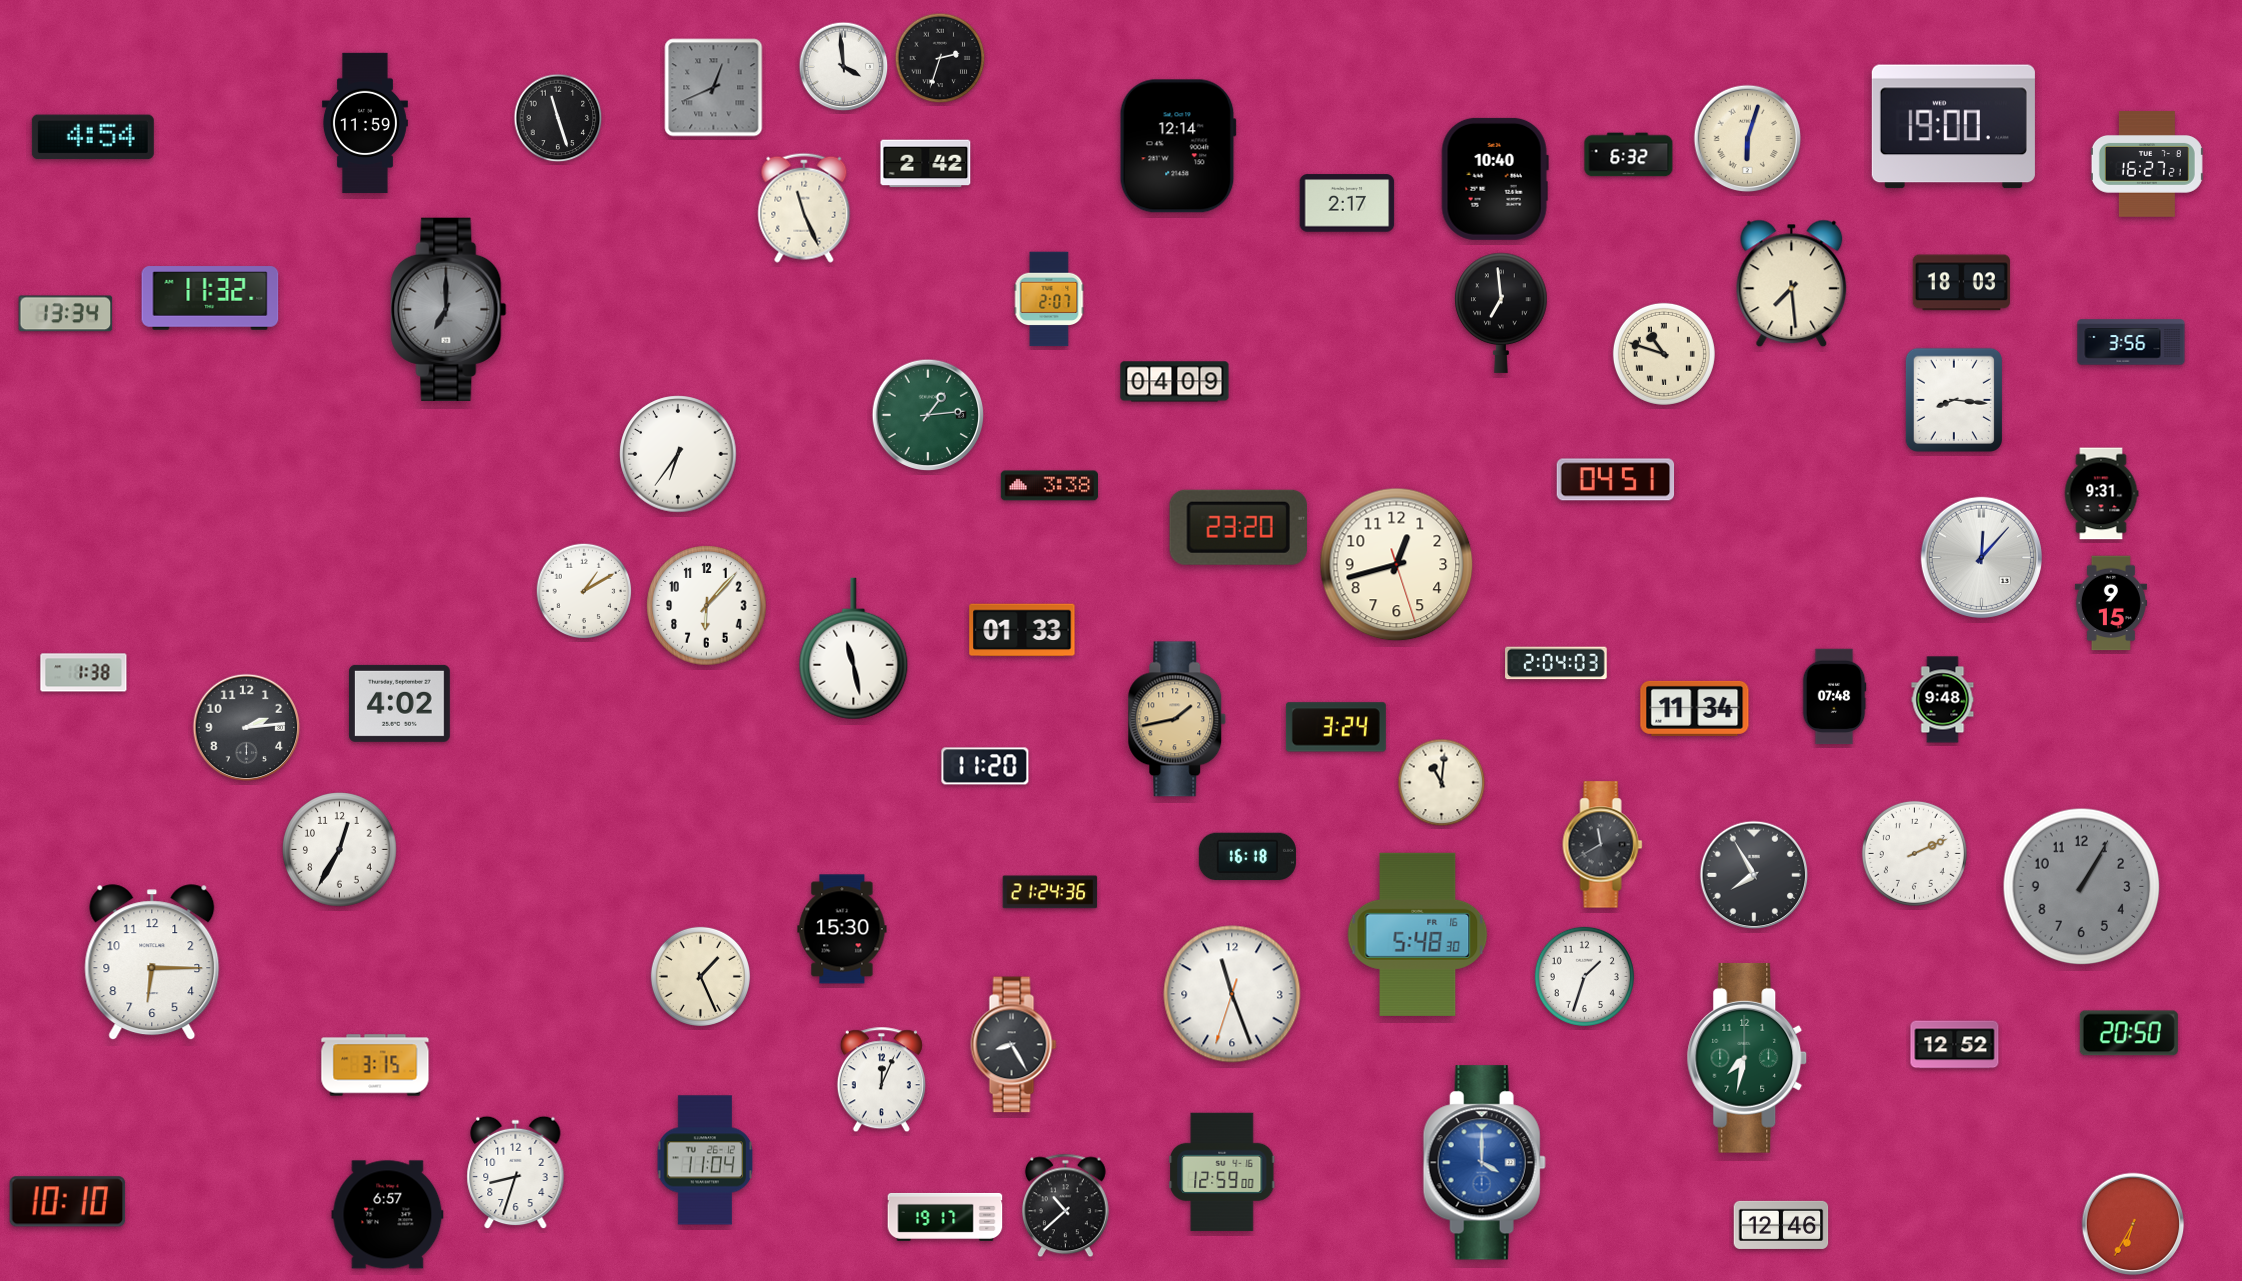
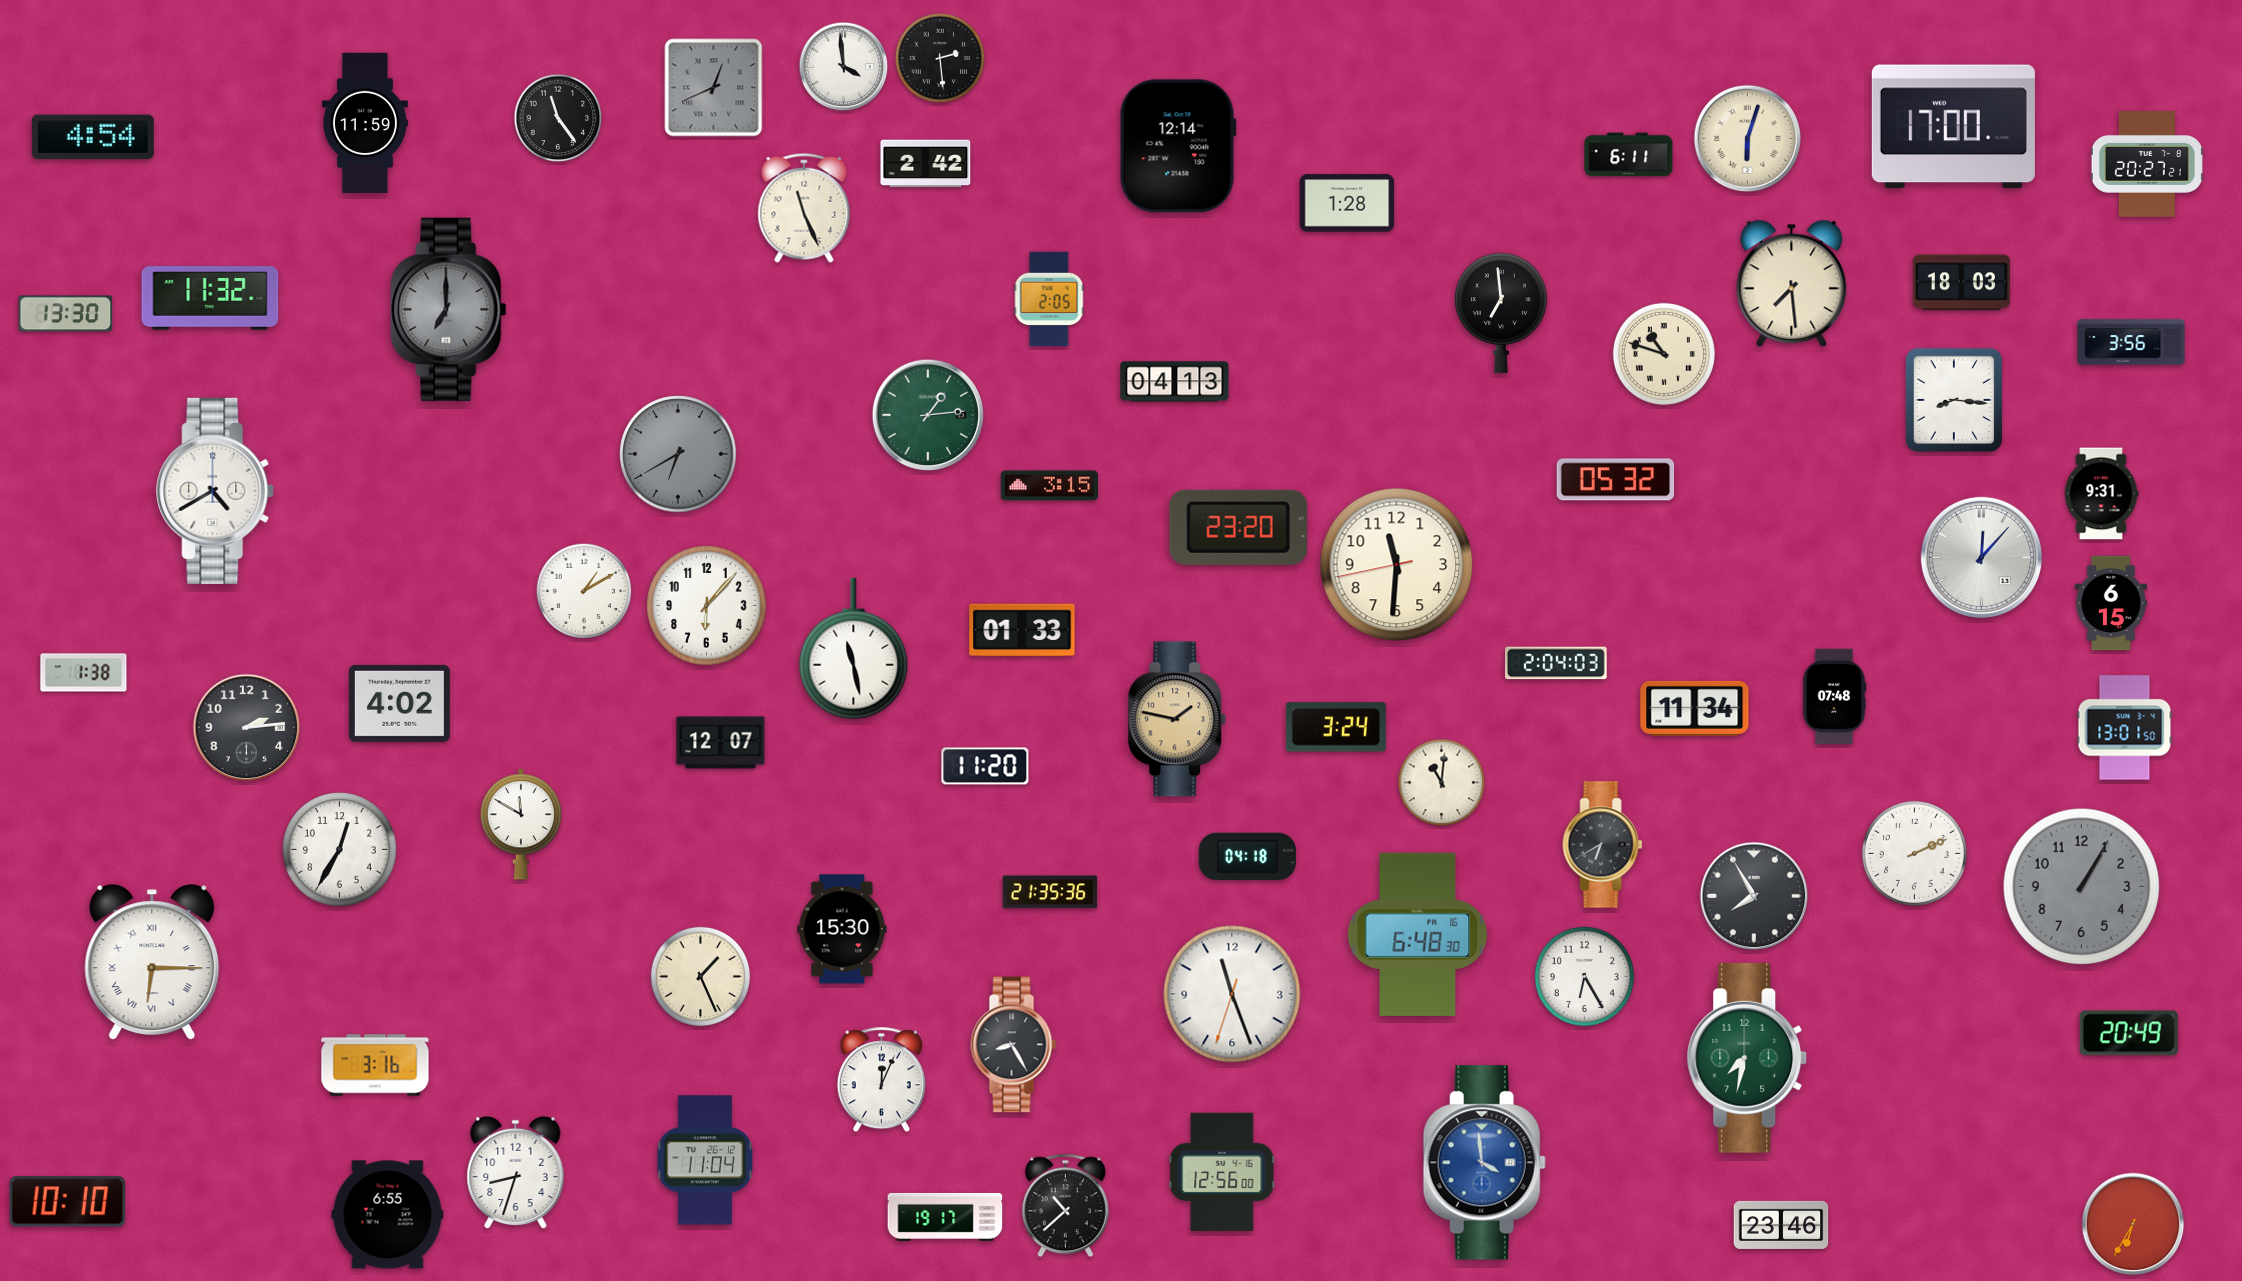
clock at (940, 58): 2:33 -> 2:29
clock at (558, 118): 11:27 -> 11:24
clock at (1953, 127): 19:00 -> 17:00
clock at (1629, 155): 6:32 -> 6:11
clock at (2147, 164): 16:27 -> 20:27
clock at (1495, 179): 10:40 -> none
clock at (1347, 203): 2:17 -> 1:28
clock at (1049, 299): 2:07 -> 2:05
clock at (66, 314): 13:34 -> 13:30
clock at (1175, 382): 04:09 -> 04:13
clock at (678, 454): 6:36 -> 6:40
clock at (678, 454) dial: white -> grey
clock at (1616, 480): 04:51 -> 05:32
clock at (1049, 486): 3:38 -> 3:15
clock at (216, 491): none -> 4:40
clock at (1397, 565): 12:42 -> 11:30
clock at (2111, 603): 9:15 -> 6:15
clock at (1943, 700): 9:48 -> none
clock at (1177, 719): 1:43 -> 1:47
clock at (2125, 728): none -> 13:01
clock at (721, 743): none -> 12:07
clock at (521, 824): none -> 11:50
clock at (1603, 845): 11:40 -> 6:40
clock at (1247, 857): 16:18 -> 04:18
clock at (1754, 875) position: (1754, 875) -> (1754, 896)
clock at (1050, 892): 21:24 -> 21:35
clock at (1418, 934): 5:48 -> 6:48
clock at (152, 963) numerals: Arabic -> Roman
clock at (1584, 976): 1:33 -> 6:25
clock at (2129, 1033): 20:50 -> 20:49
clock at (1955, 1045): 12:52 -> none
clock at (375, 1065): 3:15 -> 3:16
clock at (1484, 1163): 4:00 -> 3:59
clock at (1222, 1172): 12:59 -> 12:56
clock at (388, 1215): 6:57 -> 6:55
clock at (1781, 1225): 12:46 -> 23:46
